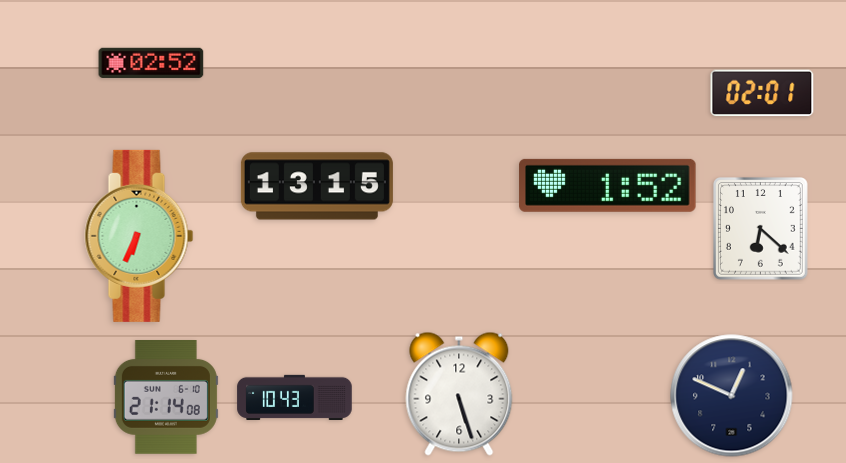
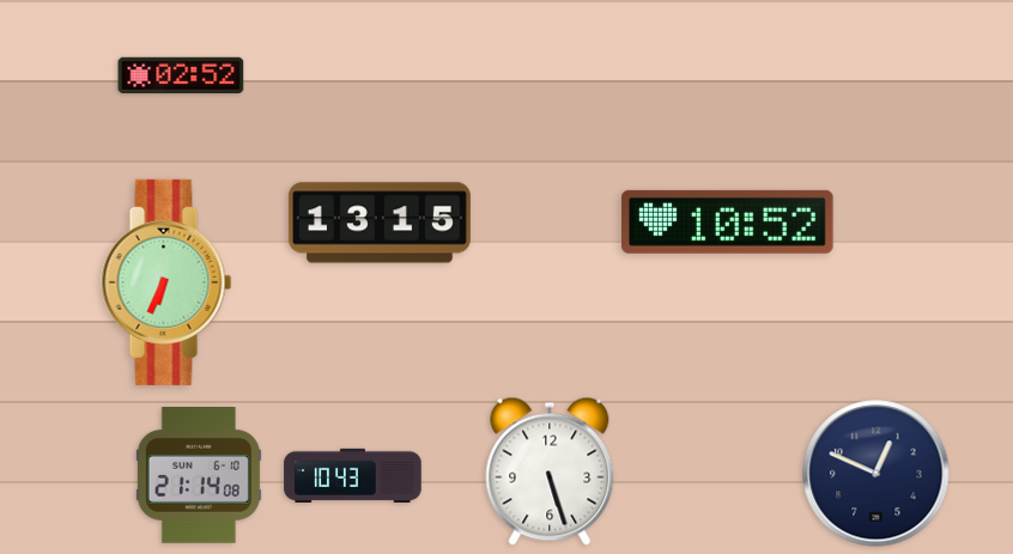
clock at (762, 93): 02:01 -> none
clock at (608, 185): 1:52 -> 10:52
clock at (761, 229): 6:22 -> none
